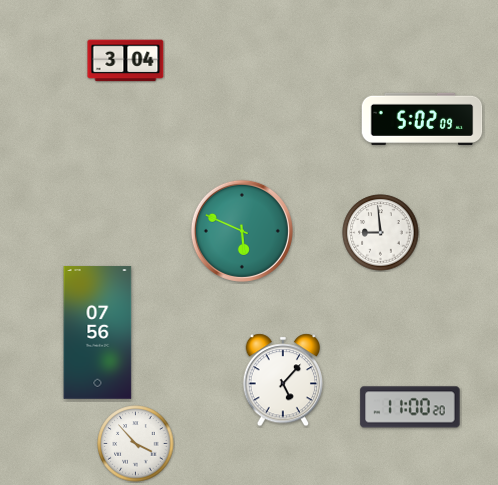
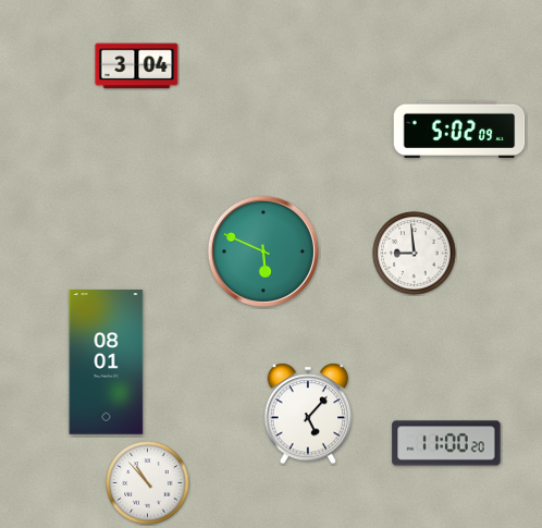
clock at (98, 333): 07:56 -> 08:01
clock at (136, 444): 3:53 -> 10:53
